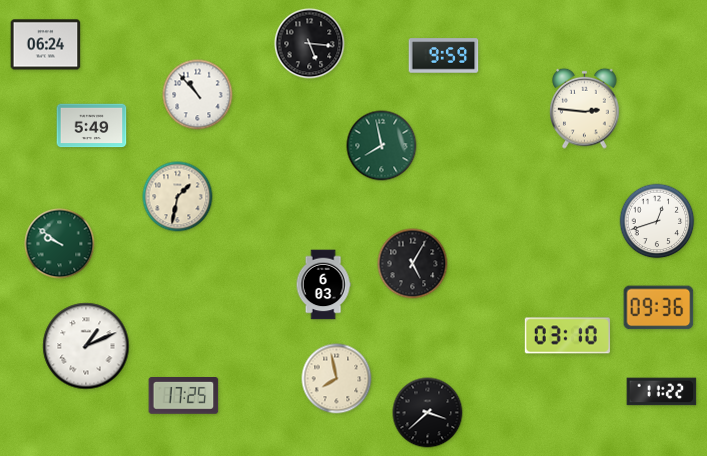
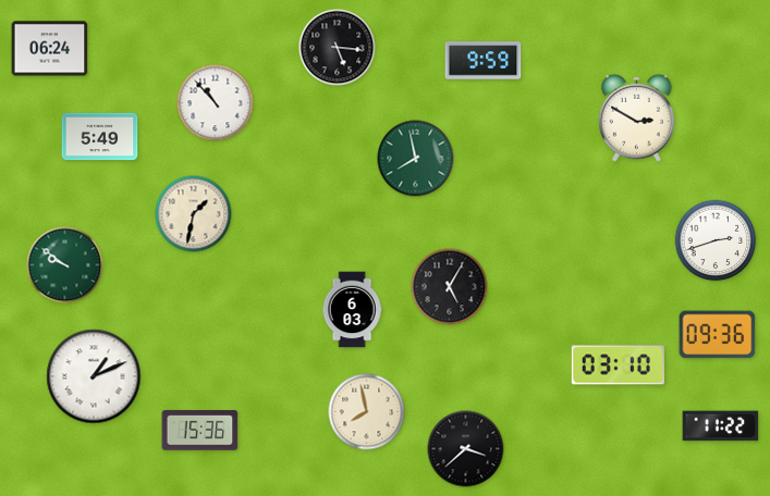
clock at (585, 108): 2:46 -> 2:50
clock at (657, 221): 12:42 -> 2:42
clock at (184, 396): 17:25 -> 15:36
